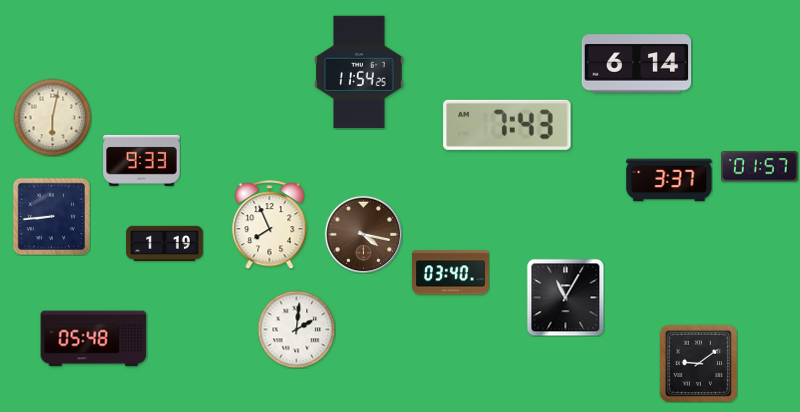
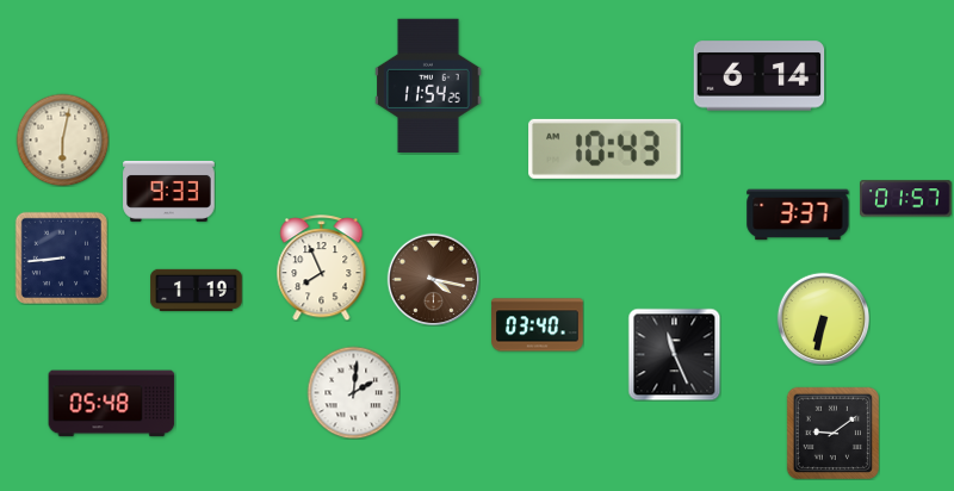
clock at (507, 125): 7:43 -> 10:43
clock at (823, 318): none -> 6:32
clock at (565, 297): 11:05 -> 11:26
